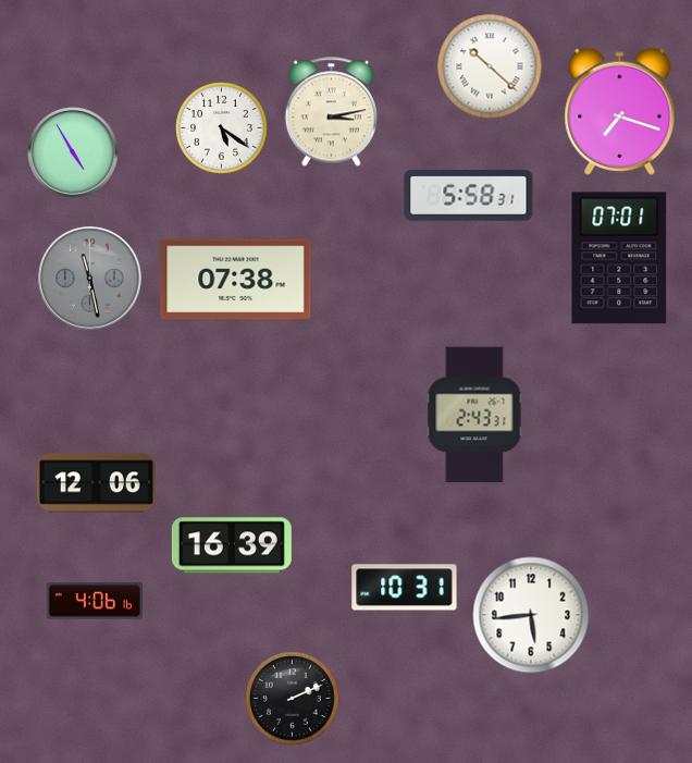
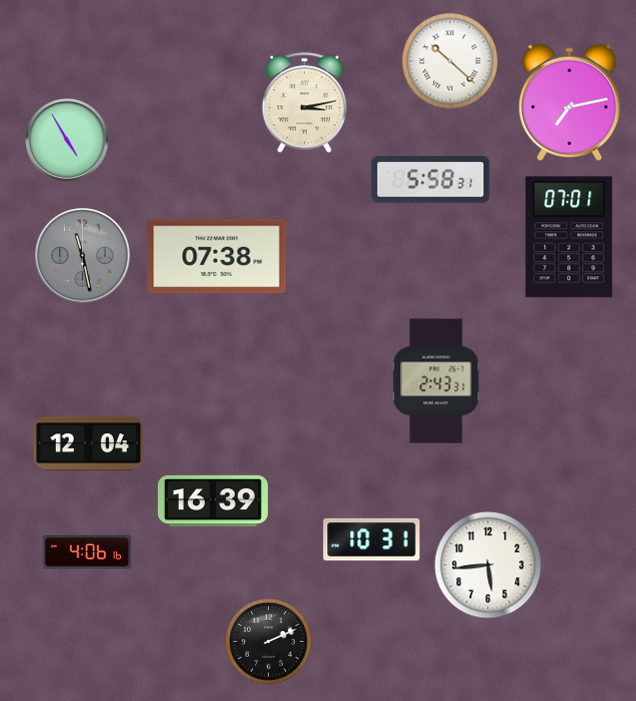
clock at (620, 111): 7:18 -> 7:13
clock at (222, 128): 5:21 -> none
clock at (96, 483): 12:06 -> 12:04
